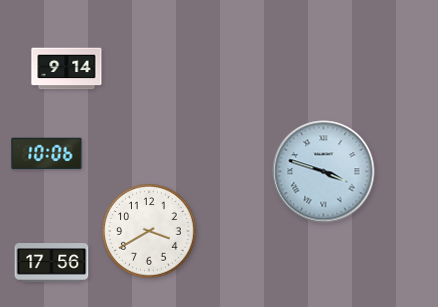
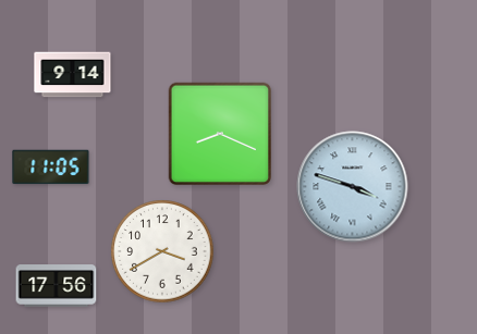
clock at (220, 134): none -> 8:19
clock at (47, 154): 10:06 -> 11:05
